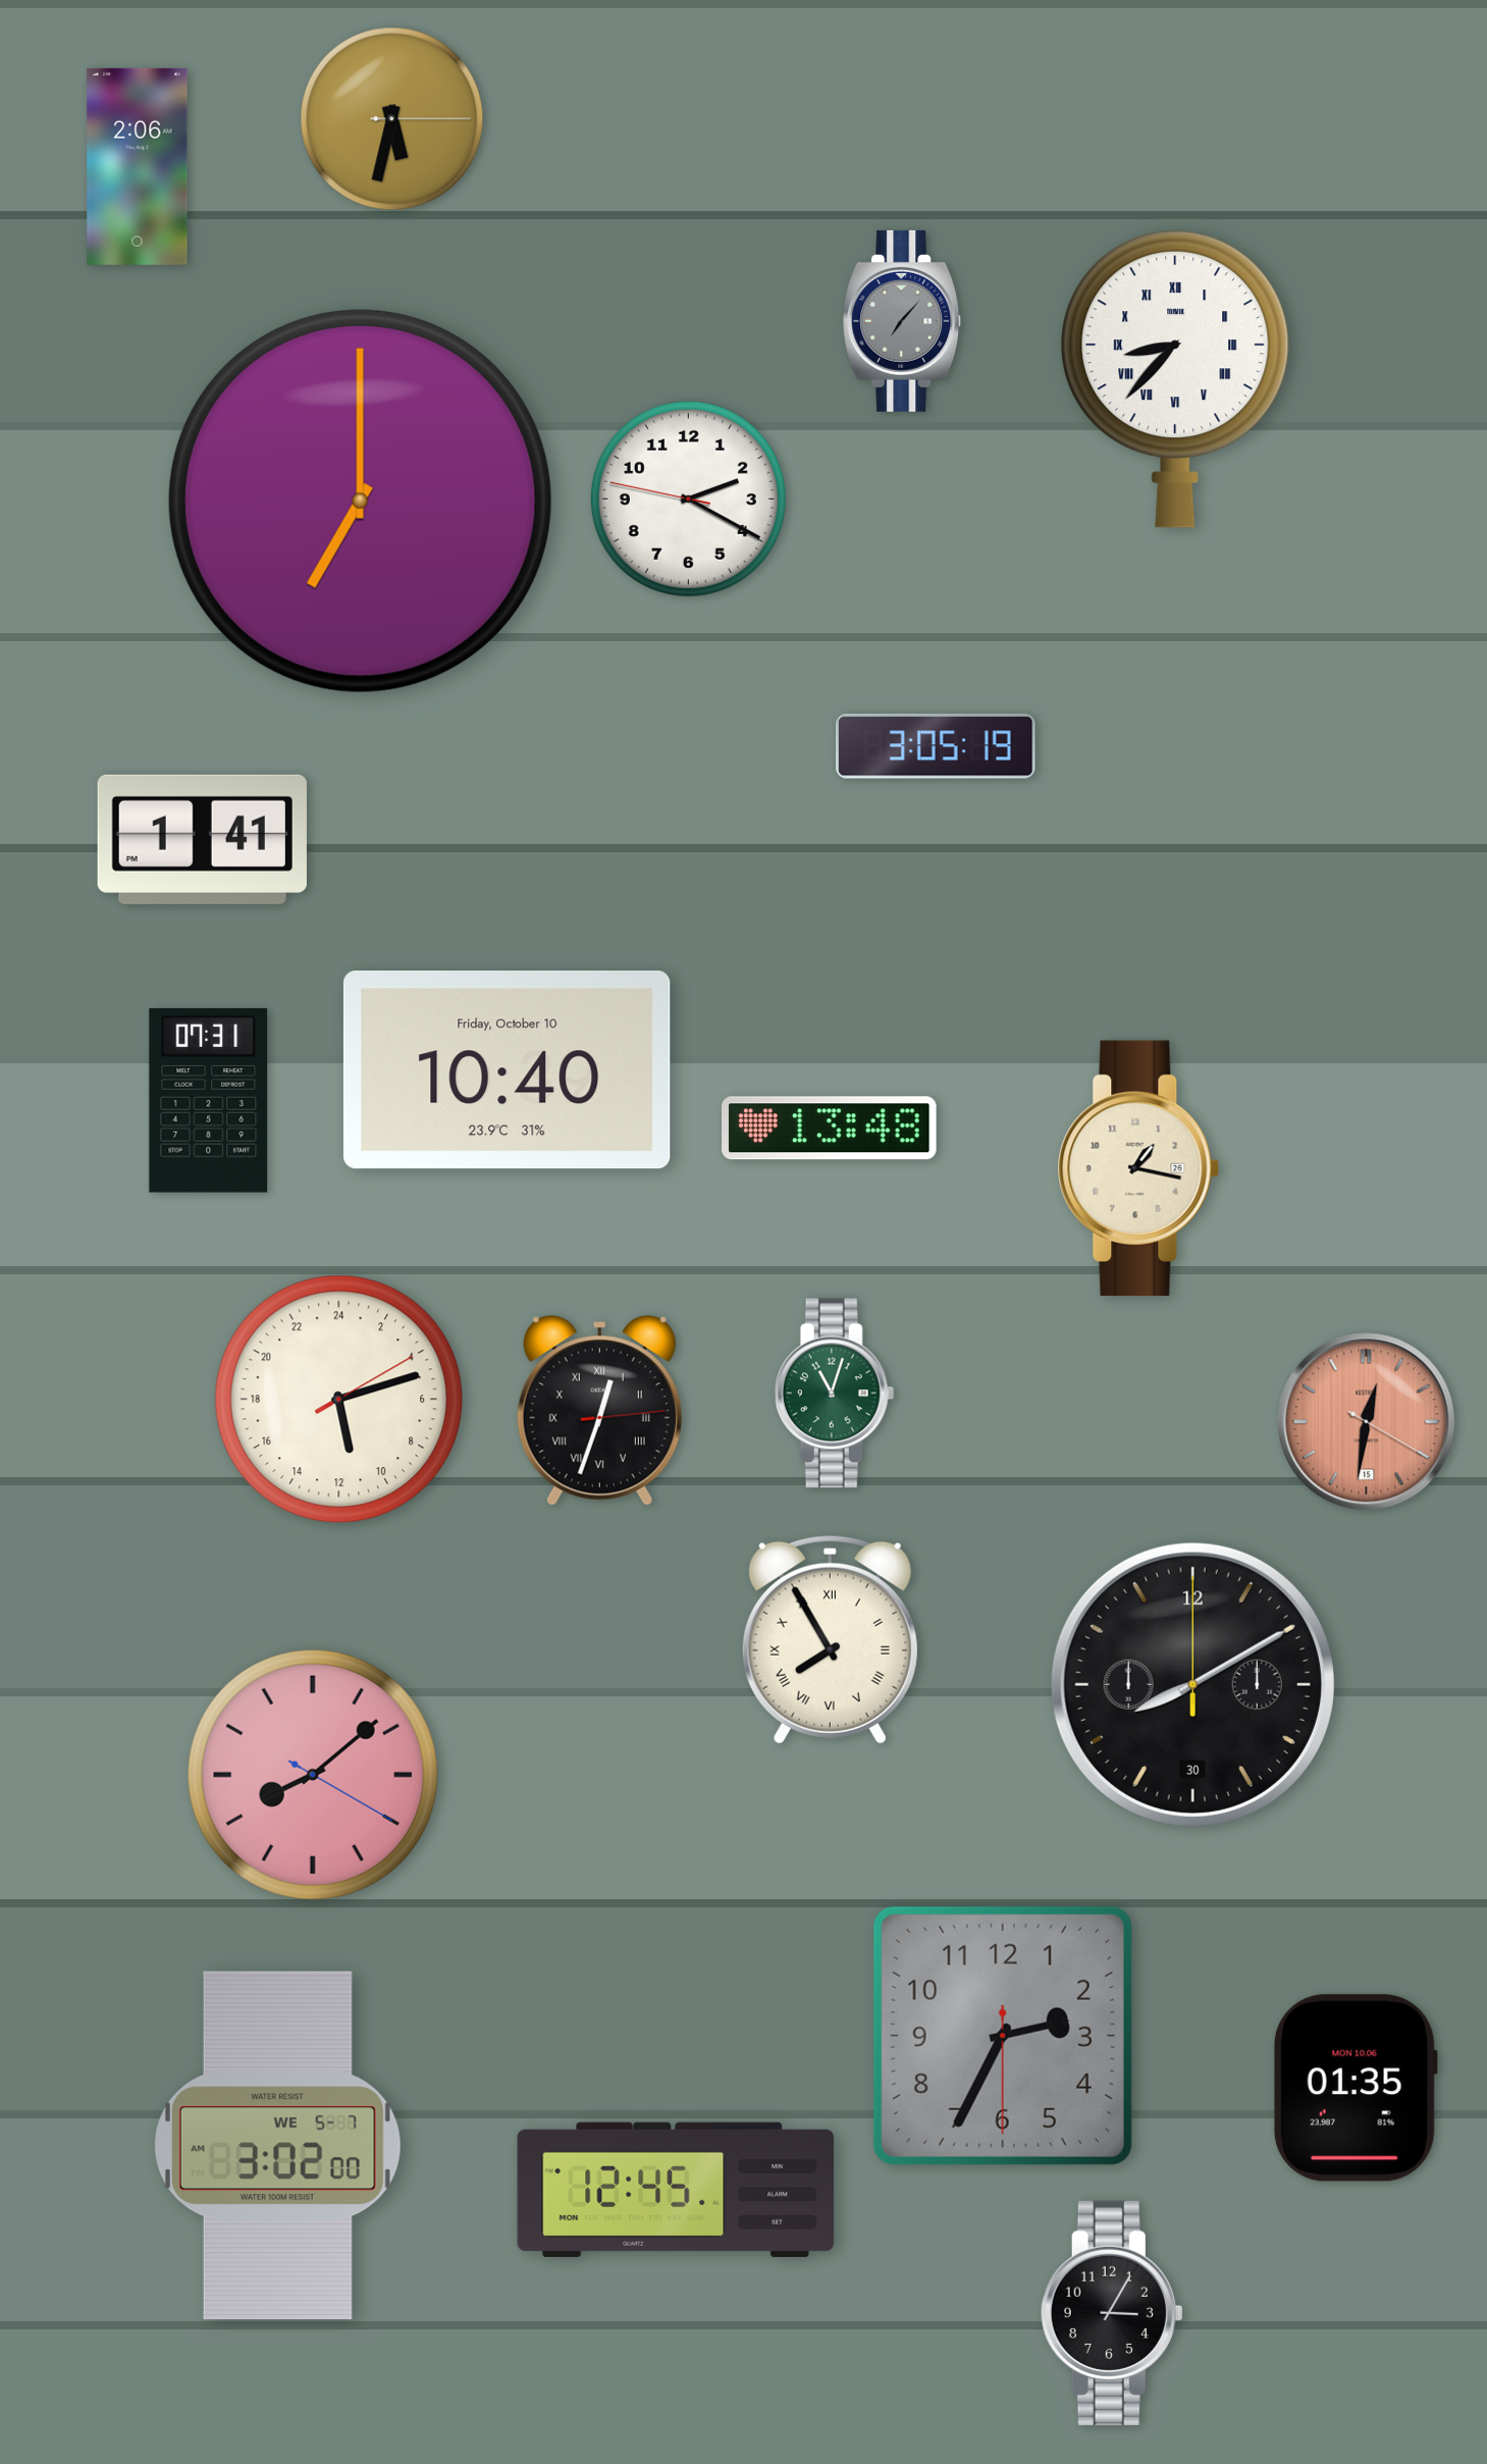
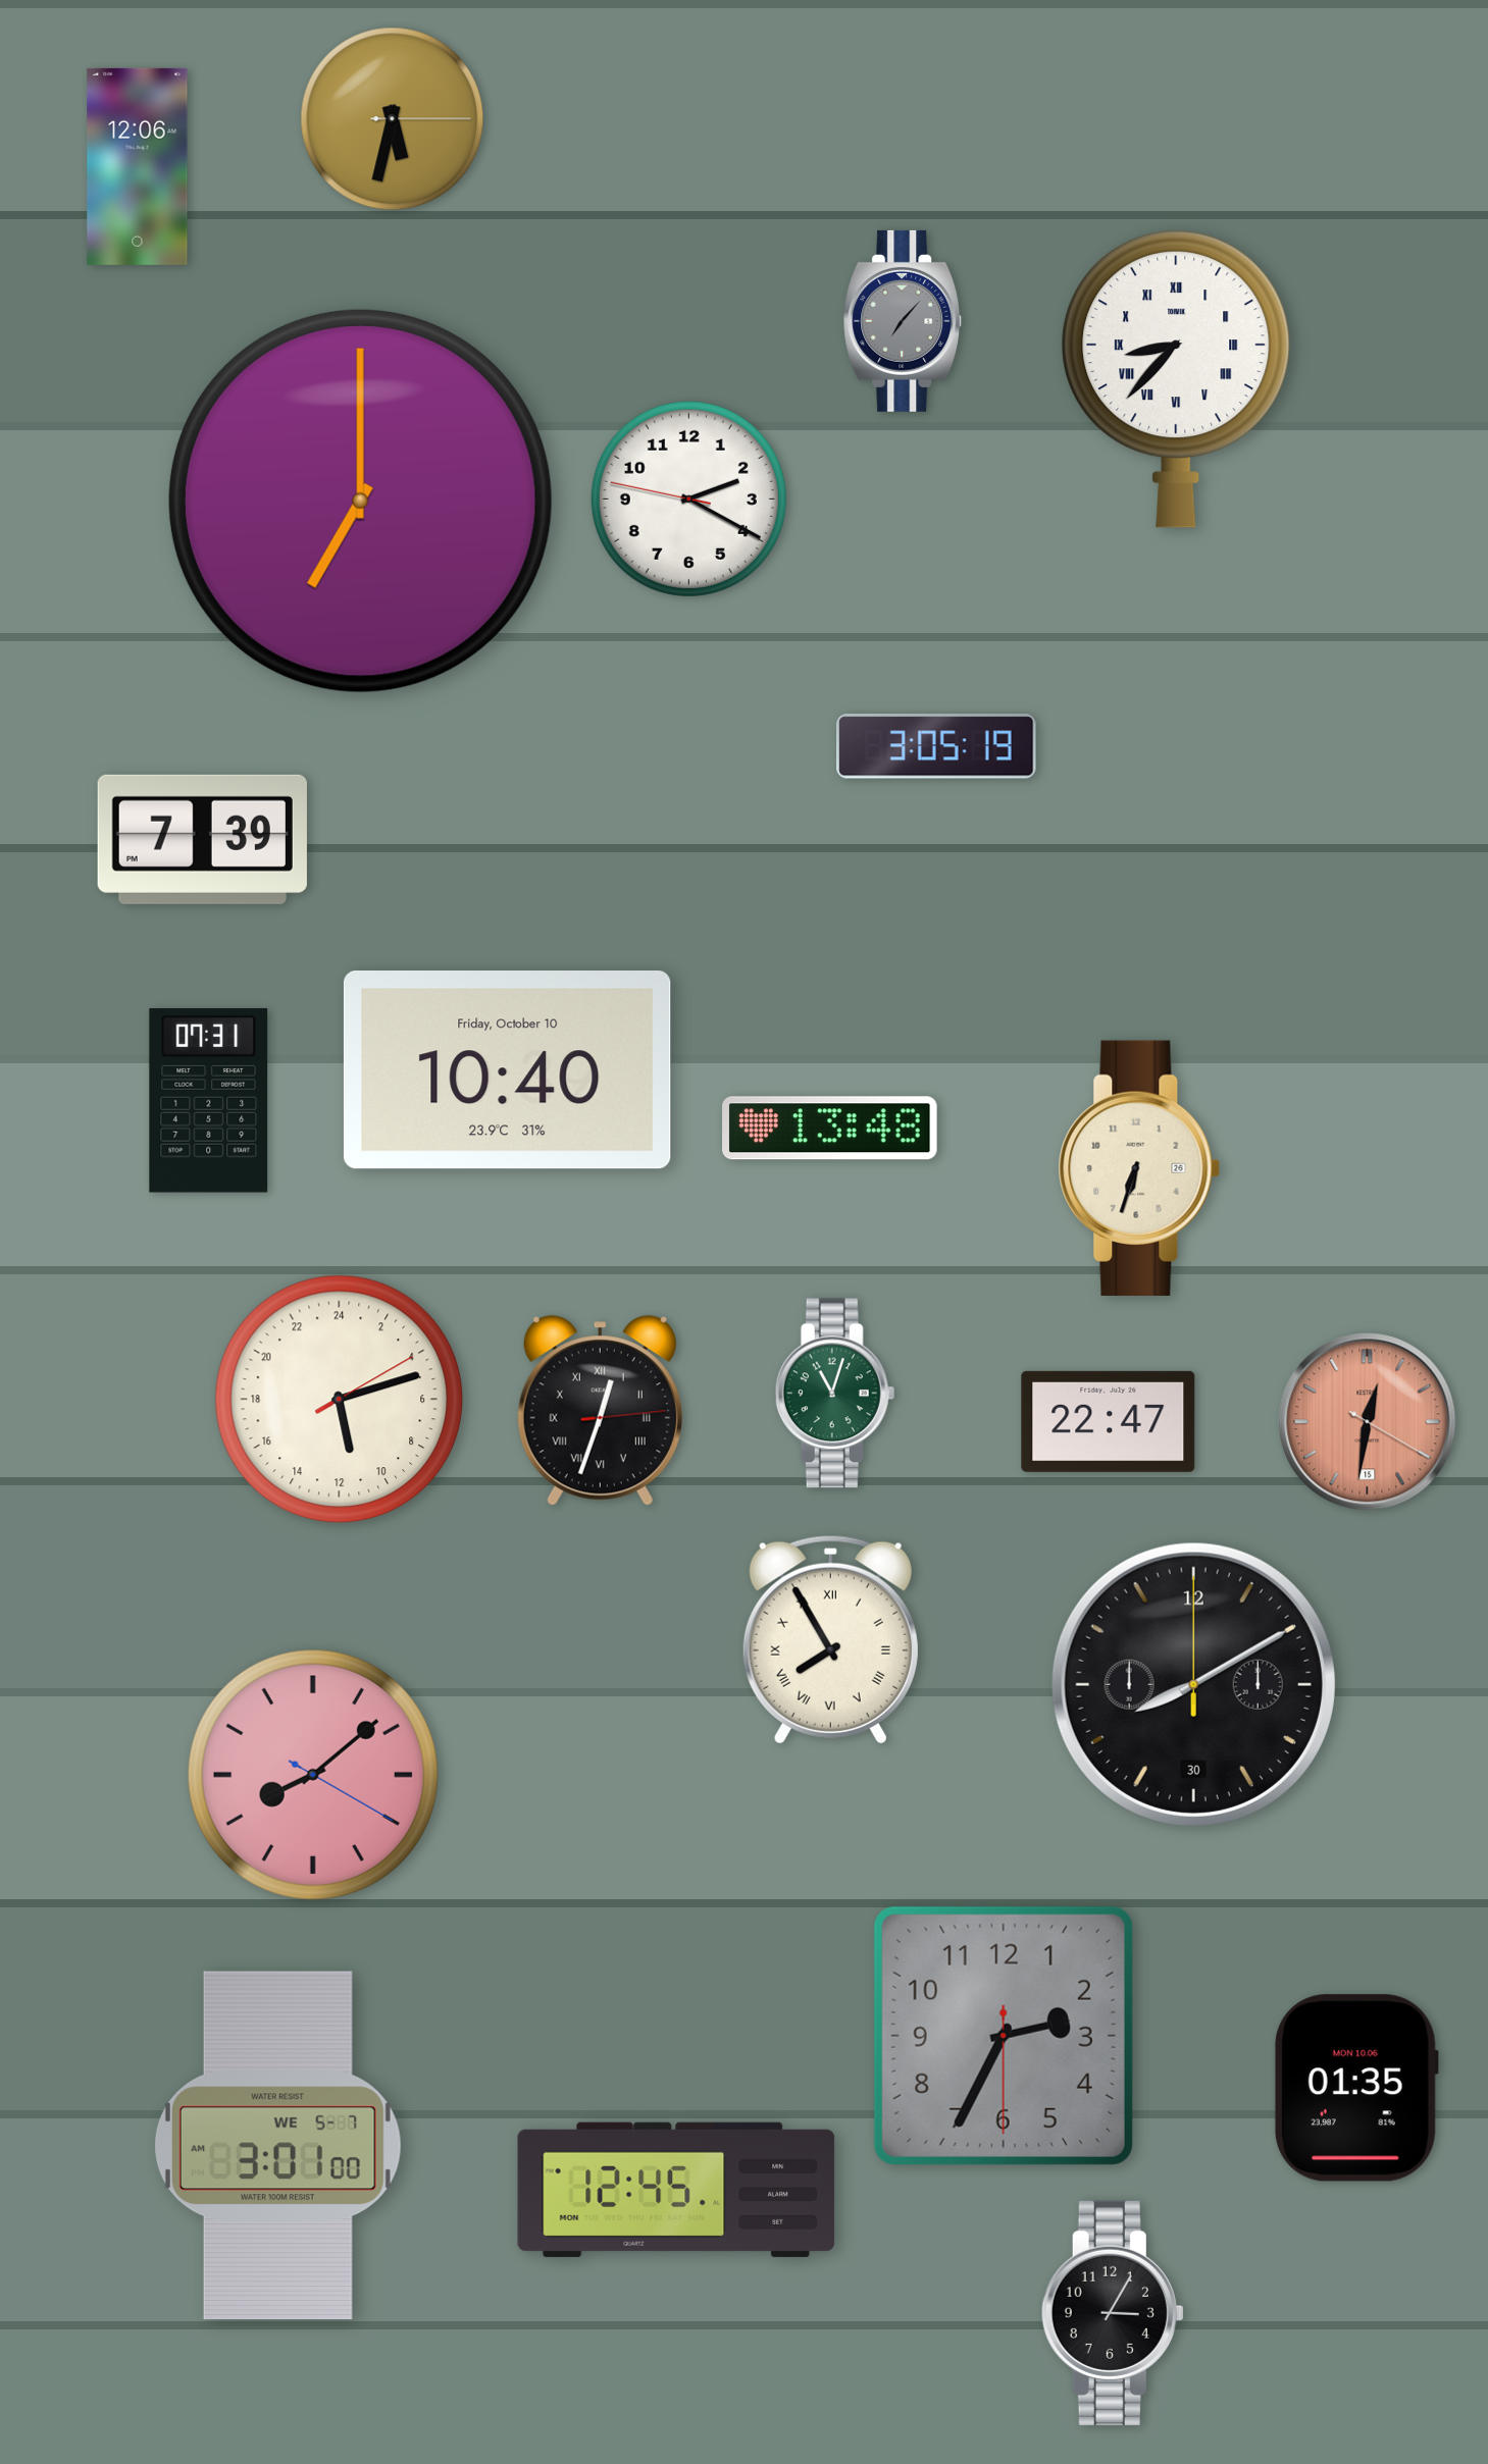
clock at (138, 166): 2:06 -> 12:06
clock at (202, 839): 1:41 -> 7:39
clock at (1138, 1168): 1:17 -> 6:33
clock at (1109, 1421): none -> 22:47
clock at (277, 2146): 3:02 -> 3:01
